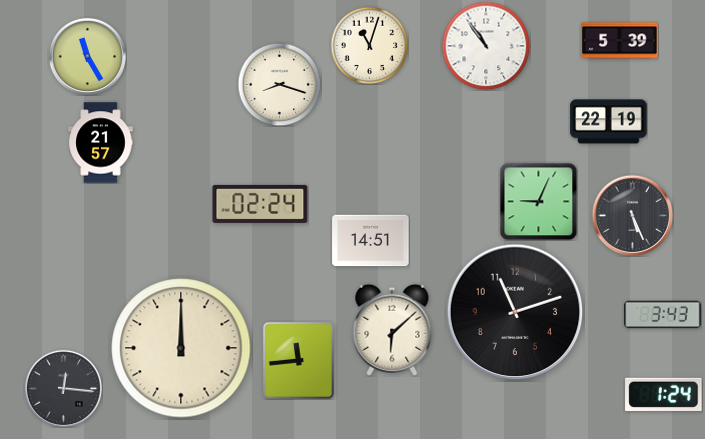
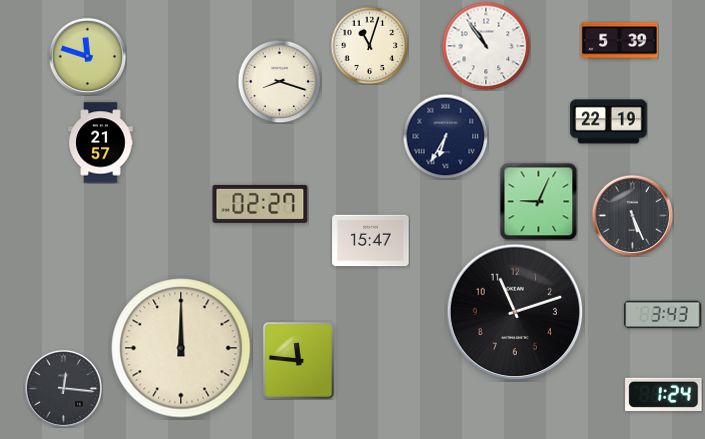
clock at (87, 56): 11:25 -> 11:48
clock at (279, 84) position: (279, 84) -> (279, 81)
clock at (445, 136): none -> 6:35
clock at (260, 204): 02:24 -> 02:27
clock at (371, 241): 14:51 -> 15:47
clock at (392, 330): 6:08 -> none
clock at (298, 360): 11:44 -> 11:46
